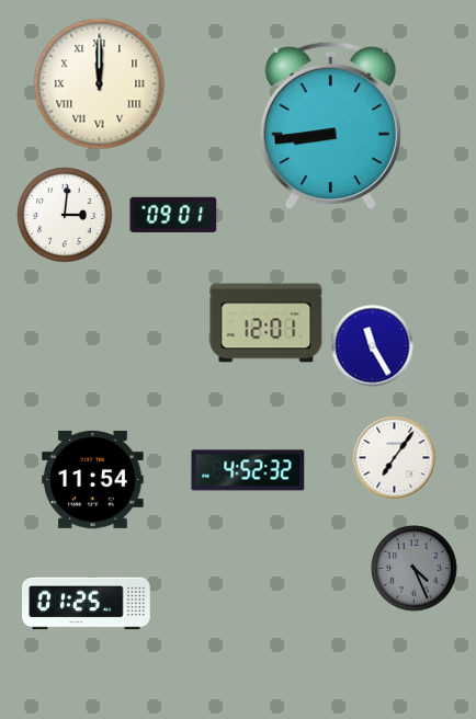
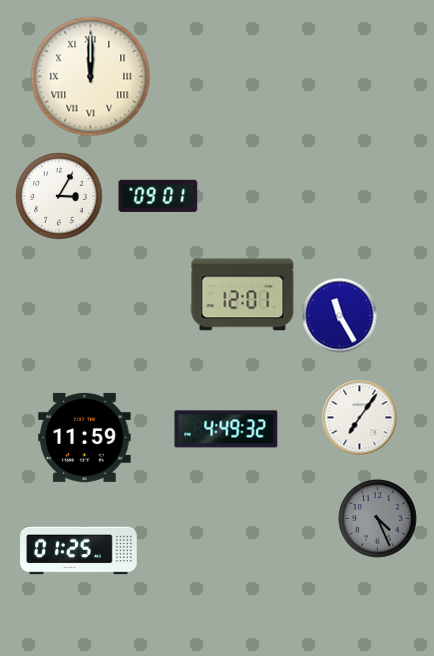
clock at (330, 126): 8:44 -> none
clock at (65, 215): 3:01 -> 3:05
clock at (248, 470): 4:52 -> 4:49
clock at (93, 479): 11:54 -> 11:59
